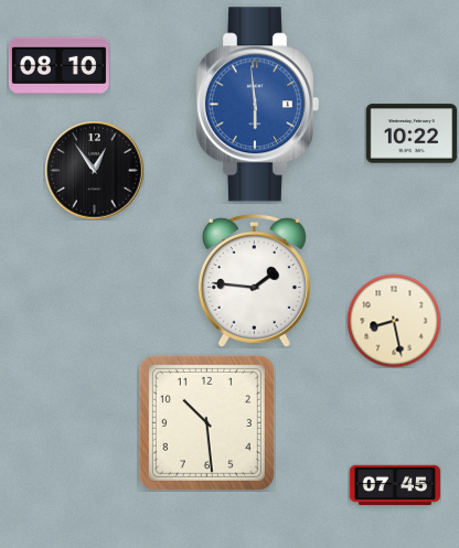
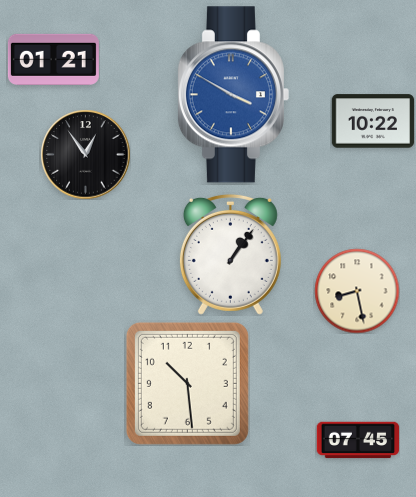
clock at (58, 65): 08:10 -> 01:21
clock at (257, 105): 5:59 -> 3:50
clock at (254, 280): 1:46 -> 1:06
